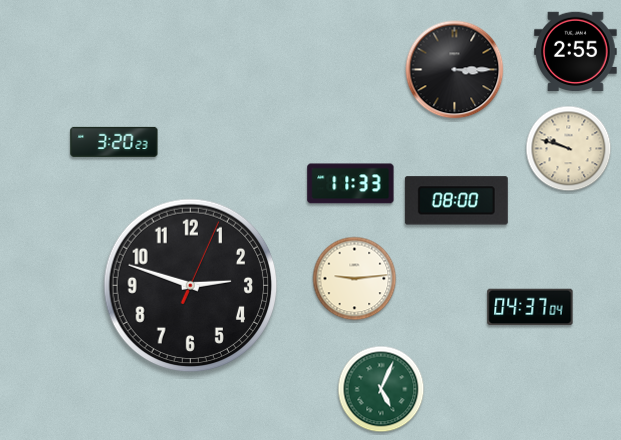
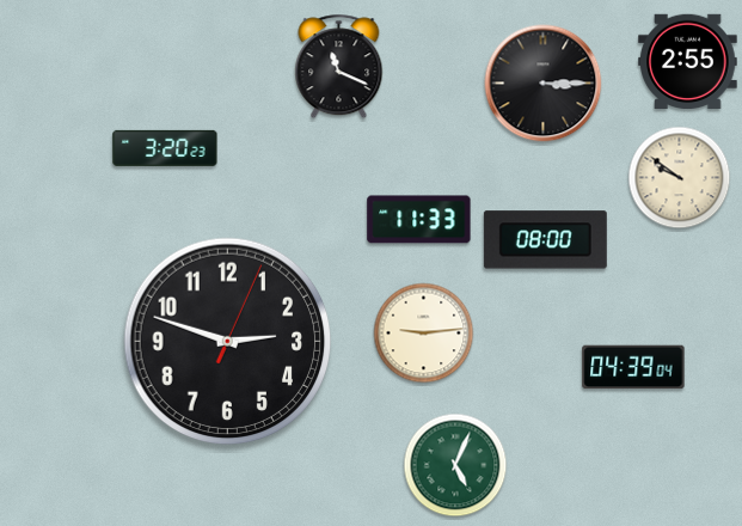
clock at (339, 67): none -> 11:19
clock at (114, 142) position: (114, 142) -> (165, 148)
clock at (569, 149): 9:48 -> 9:51
clock at (530, 307): 04:37 -> 04:39
